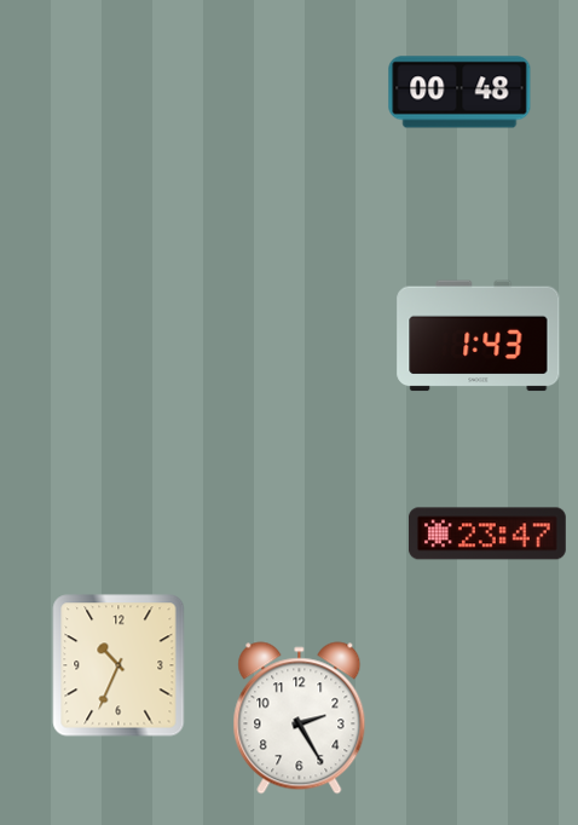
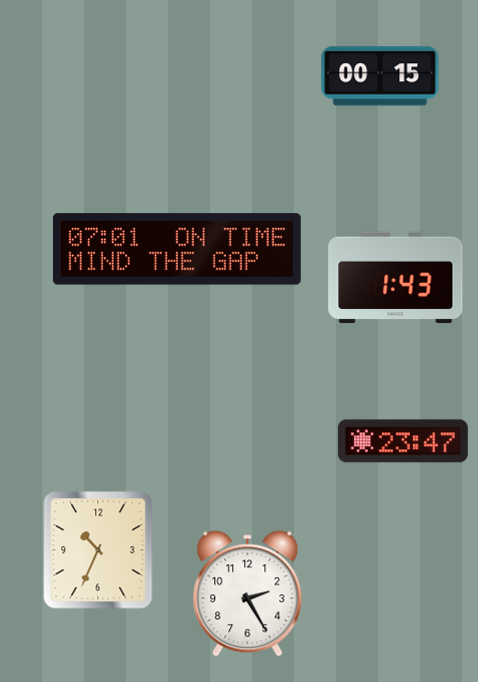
clock at (459, 92): 00:48 -> 00:15
clock at (177, 249): none -> 07:01
